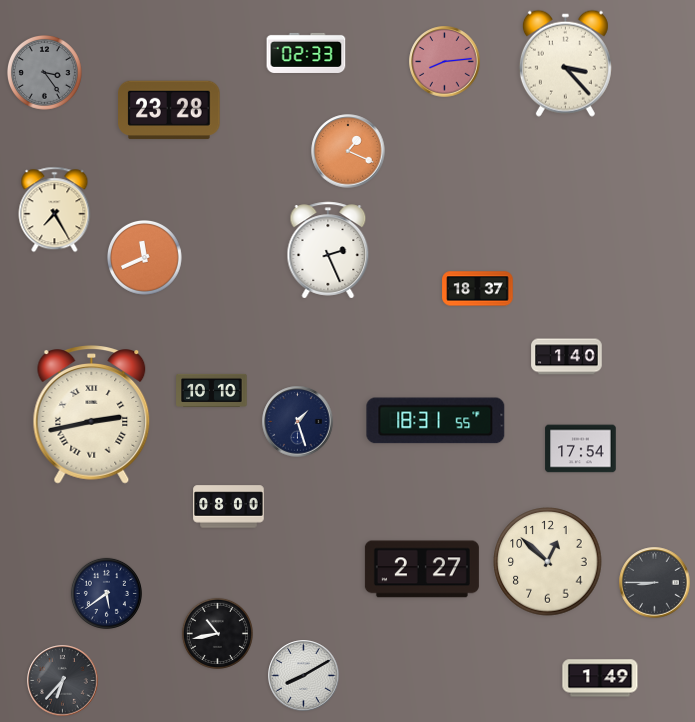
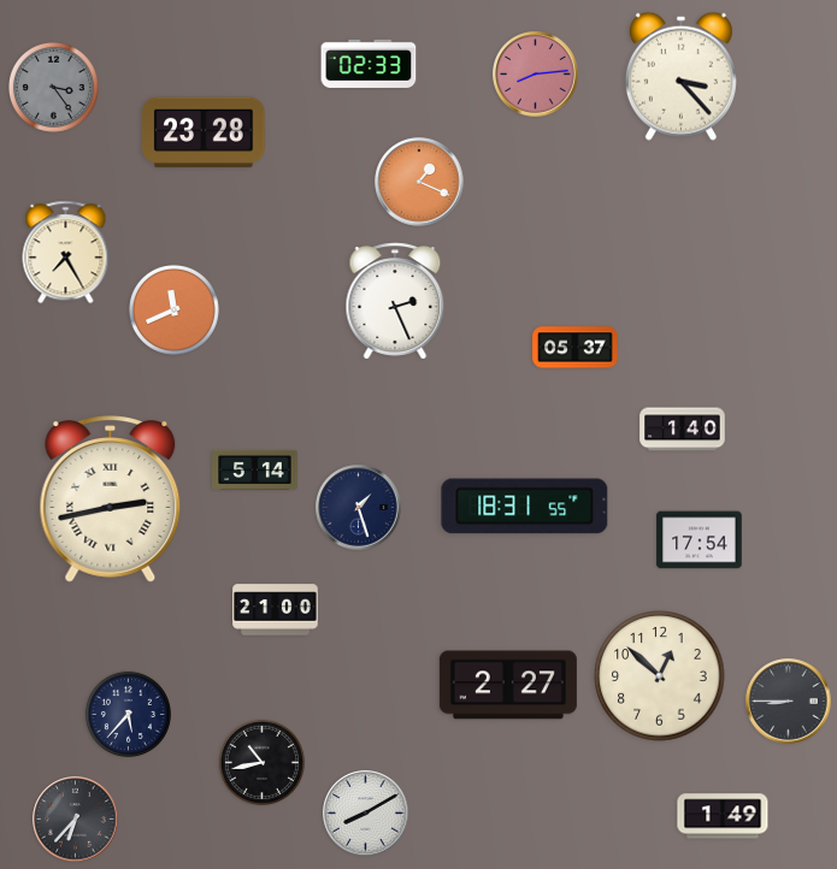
clock at (478, 289): 18:37 -> 05:37
clock at (212, 390): 10:10 -> 5:14
clock at (229, 507): 08:00 -> 21:00
clock at (106, 593): 5:39 -> 5:37
